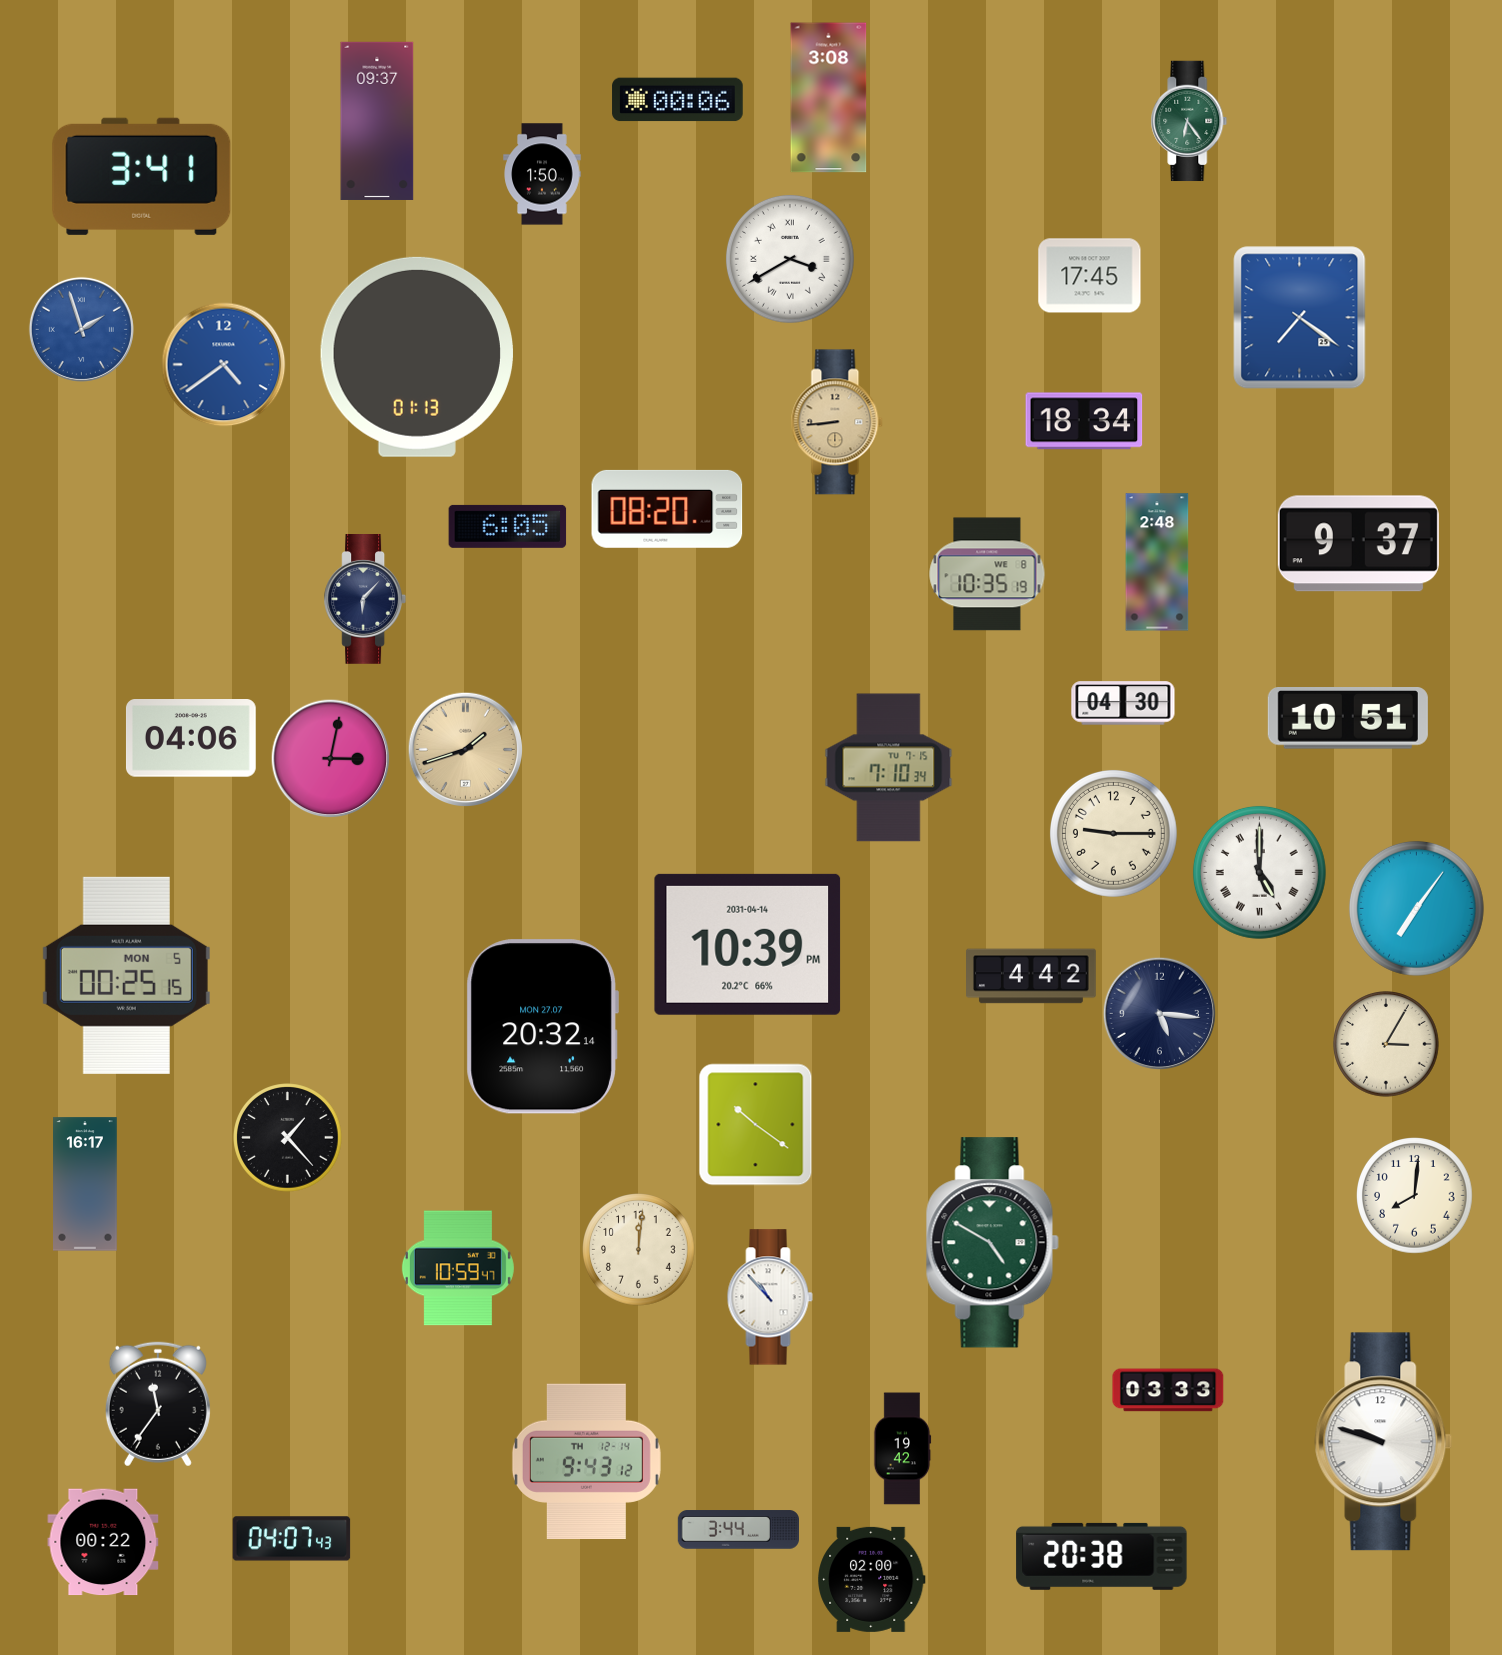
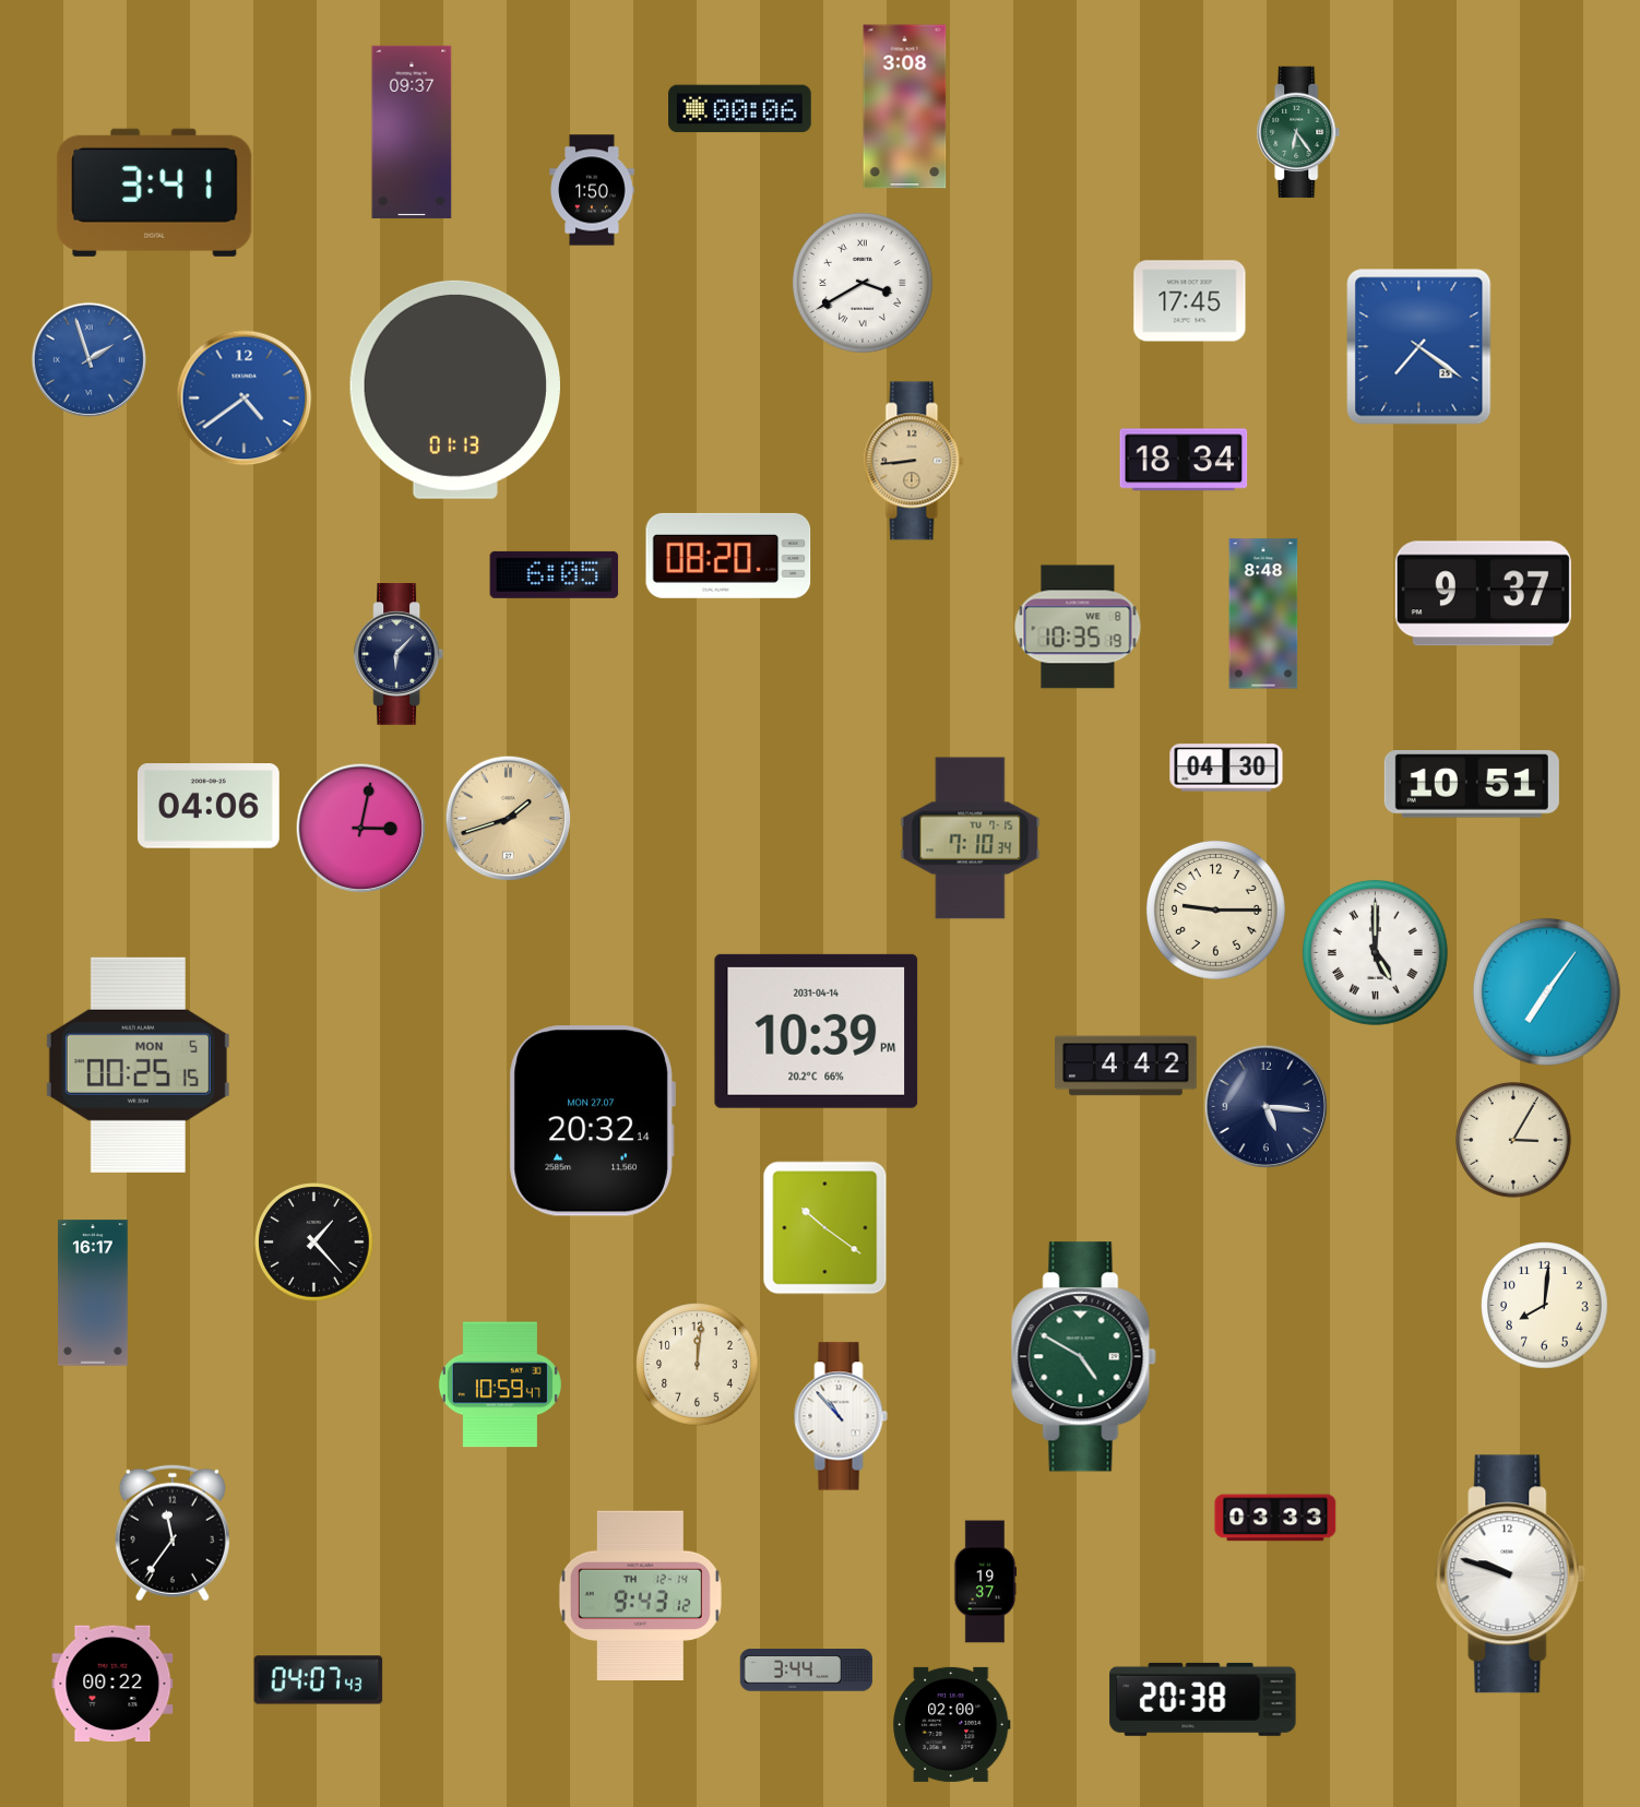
clock at (1157, 562): 2:48 -> 8:48
clock at (902, 1449): 19:42 -> 19:37
